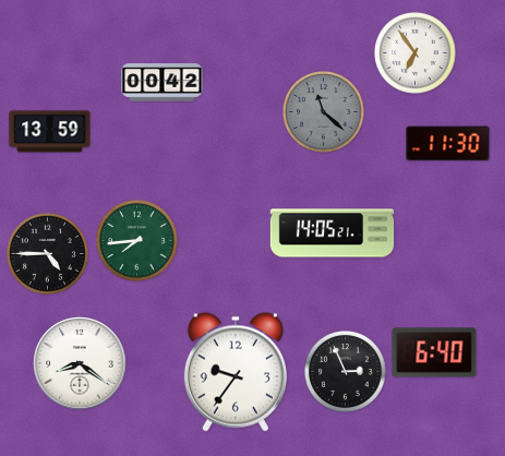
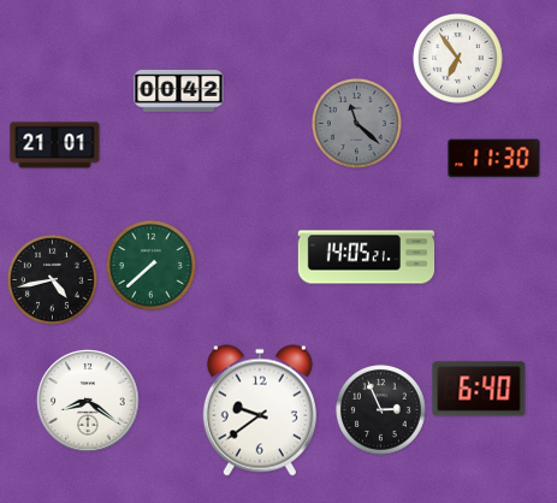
clock at (50, 132): 13:59 -> 21:01
clock at (137, 241): 7:44 -> 7:38
clock at (48, 254): 4:45 -> 4:43
clock at (236, 372): 9:36 -> 9:39
